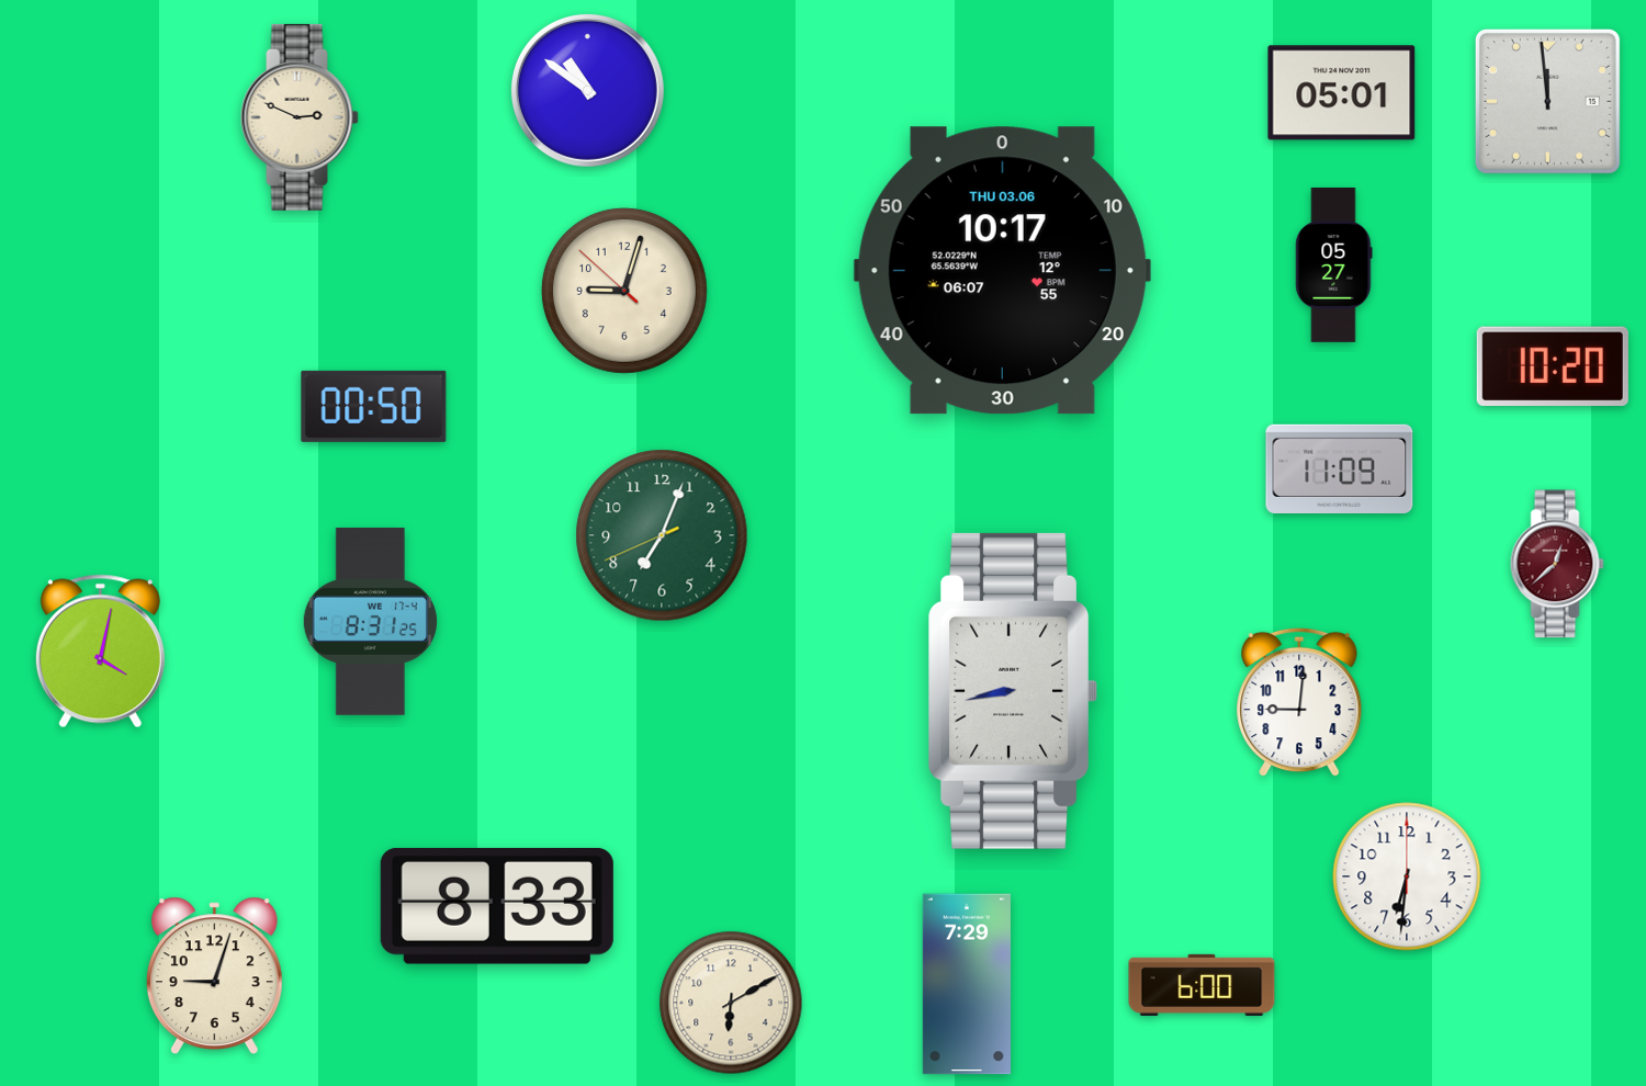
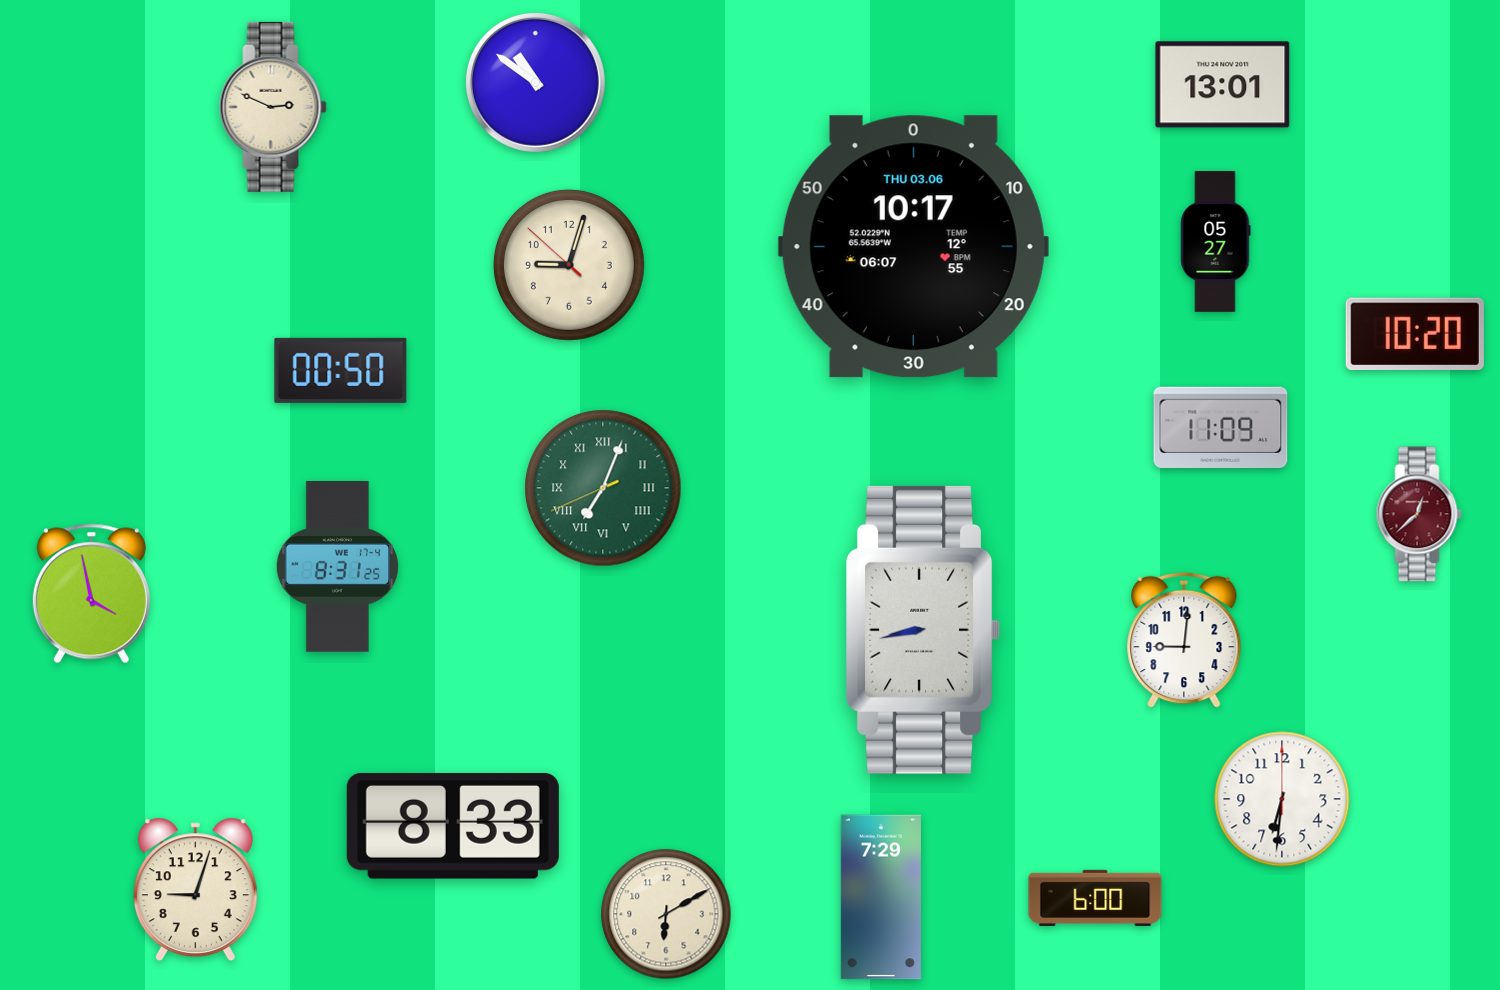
clock at (1342, 93): 05:01 -> 13:01
clock at (1547, 101): 11:59 -> none
clock at (662, 535) numerals: Arabic -> Roman
clock at (100, 652): 4:02 -> 3:58
